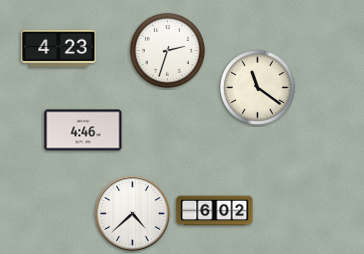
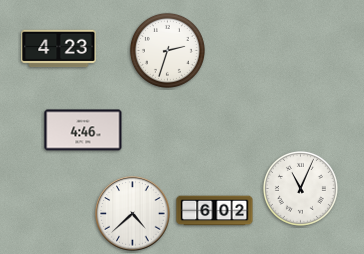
clock at (257, 87): 11:21 -> none
clock at (300, 188): none -> 11:04
